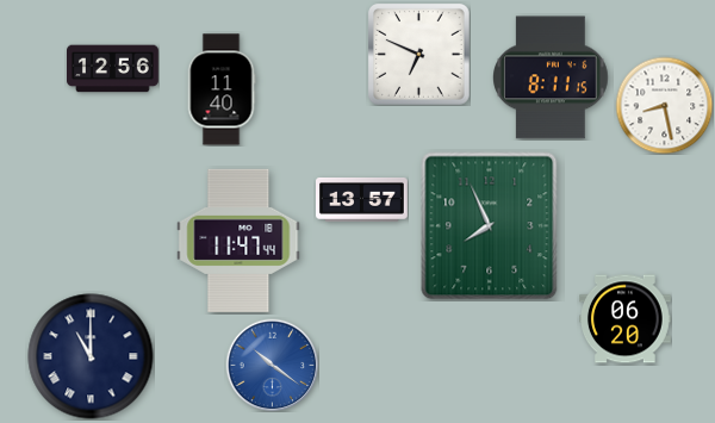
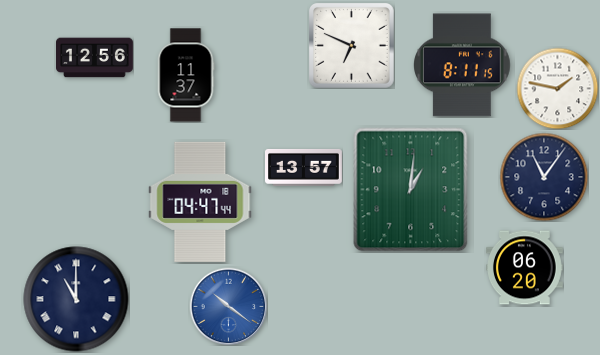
clock at (222, 89): 11:40 -> 11:37
clock at (664, 105): 8:28 -> 1:47
clock at (544, 177): none -> 11:06
clock at (490, 226): 7:56 -> 1:01
clock at (238, 241): 11:47 -> 04:47
